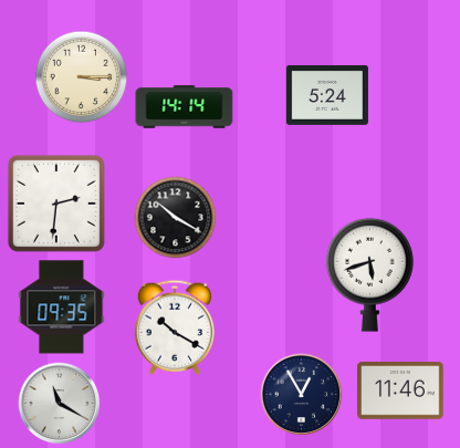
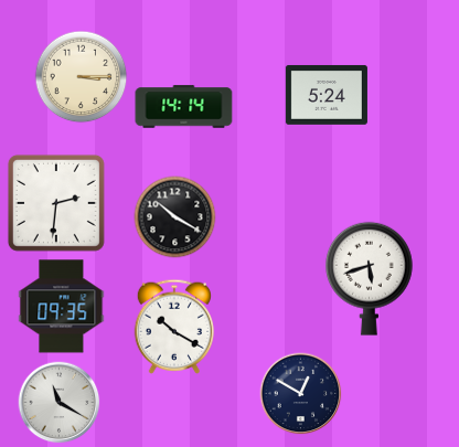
clock at (369, 274) position: (369, 274) -> (369, 278)
clock at (400, 390): 11:46 -> none
clock at (302, 395): 12:55 -> 12:50
